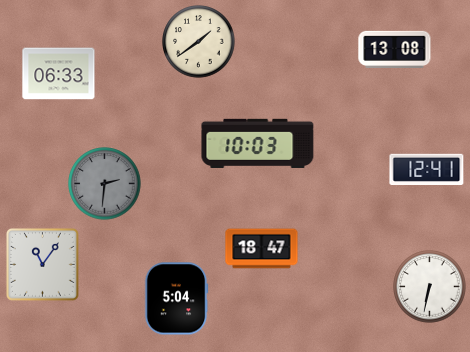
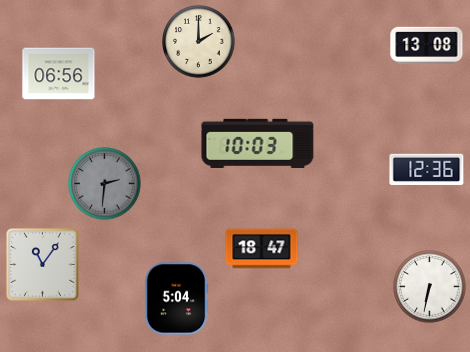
clock at (199, 42): 1:39 -> 2:00
clock at (395, 49) position: (395, 49) -> (427, 45)
clock at (59, 74): 06:33 -> 06:56
clock at (427, 170): 12:41 -> 12:36
